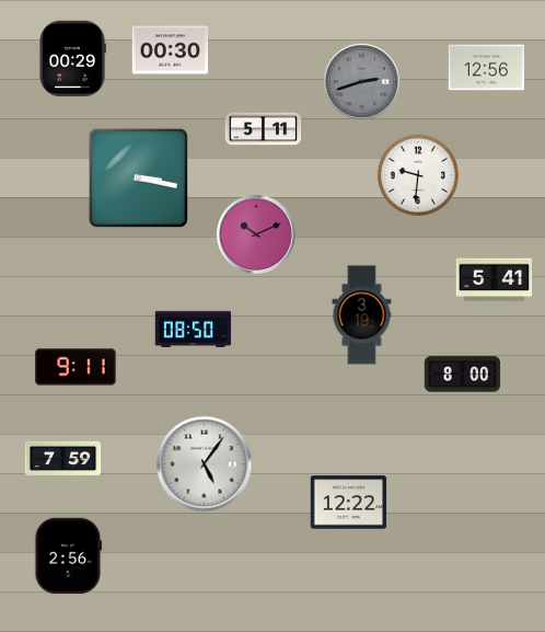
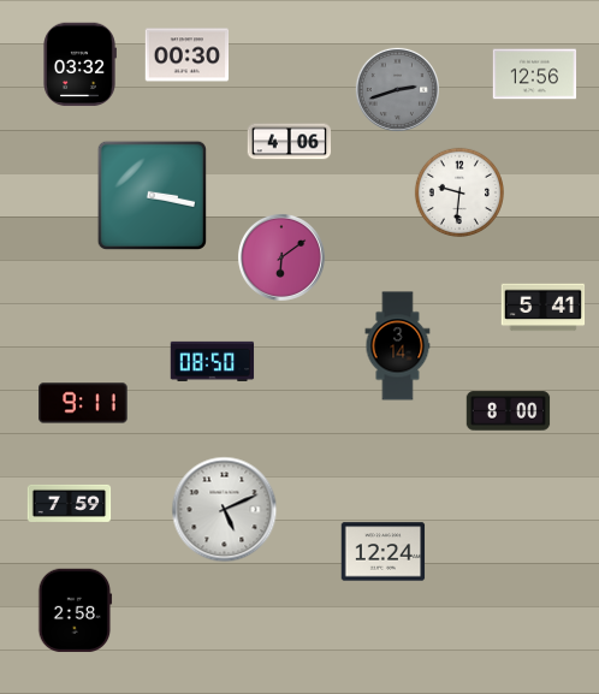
clock at (72, 59): 00:29 -> 03:32
clock at (264, 129): 5:11 -> 4:06
clock at (256, 234): 10:11 -> 6:09
clock at (362, 315): 3:19 -> 3:14
clock at (205, 464): 5:06 -> 5:11
clock at (349, 503): 12:22 -> 12:24
clock at (69, 556): 2:56 -> 2:58
